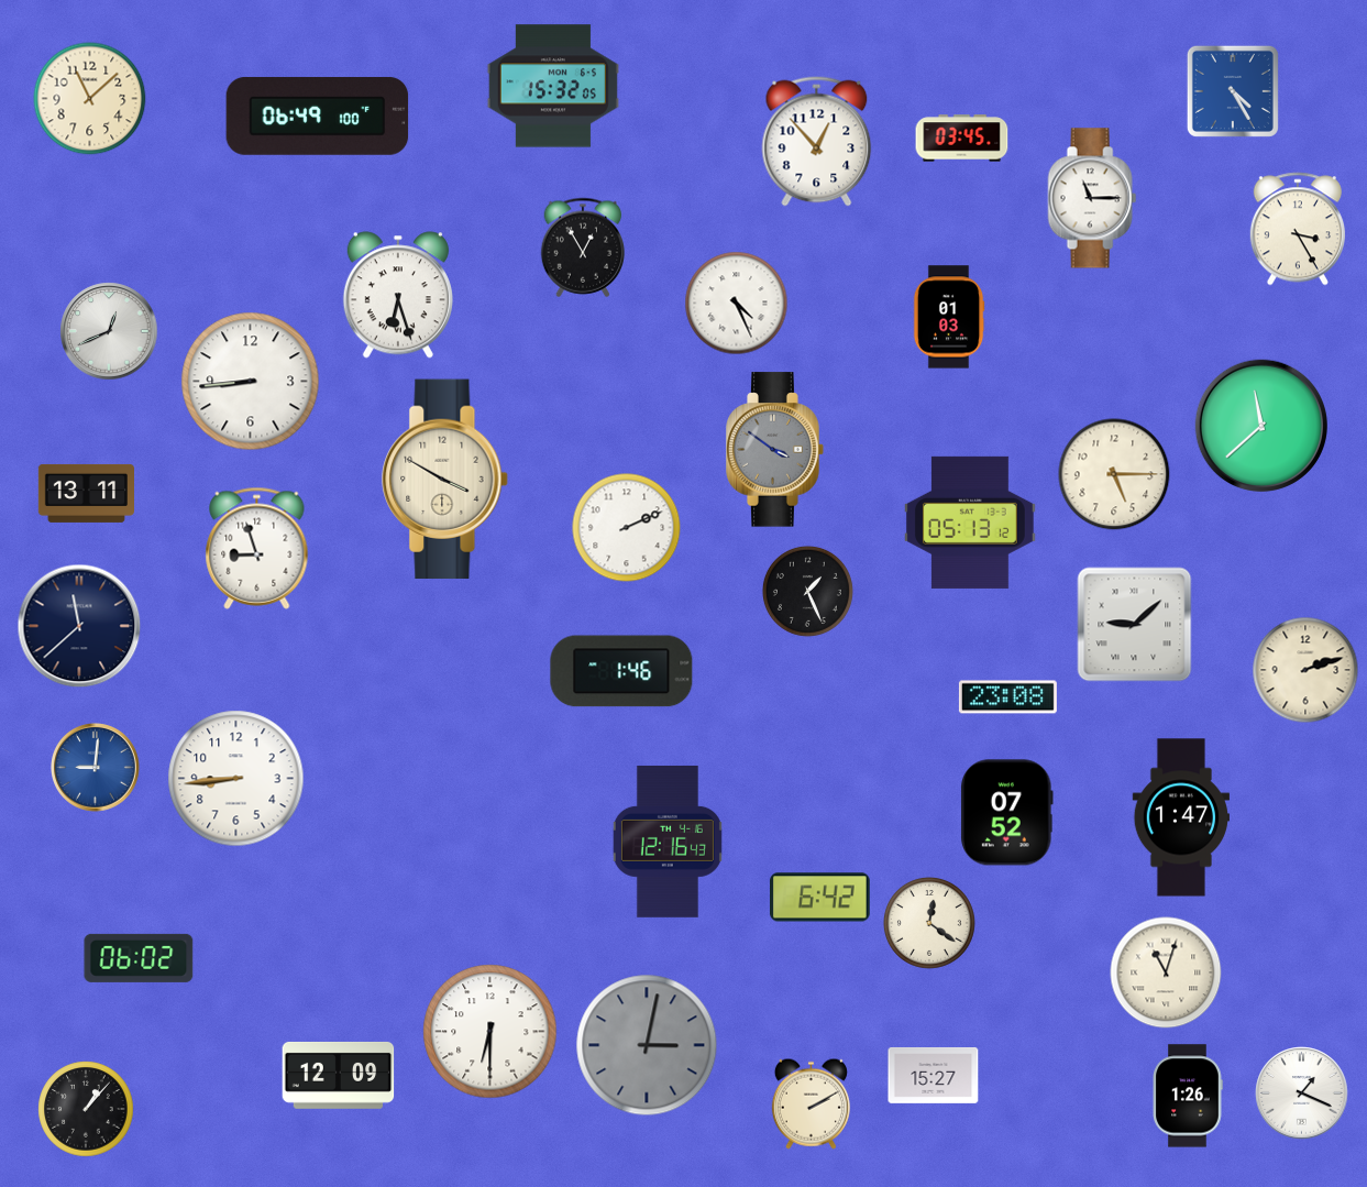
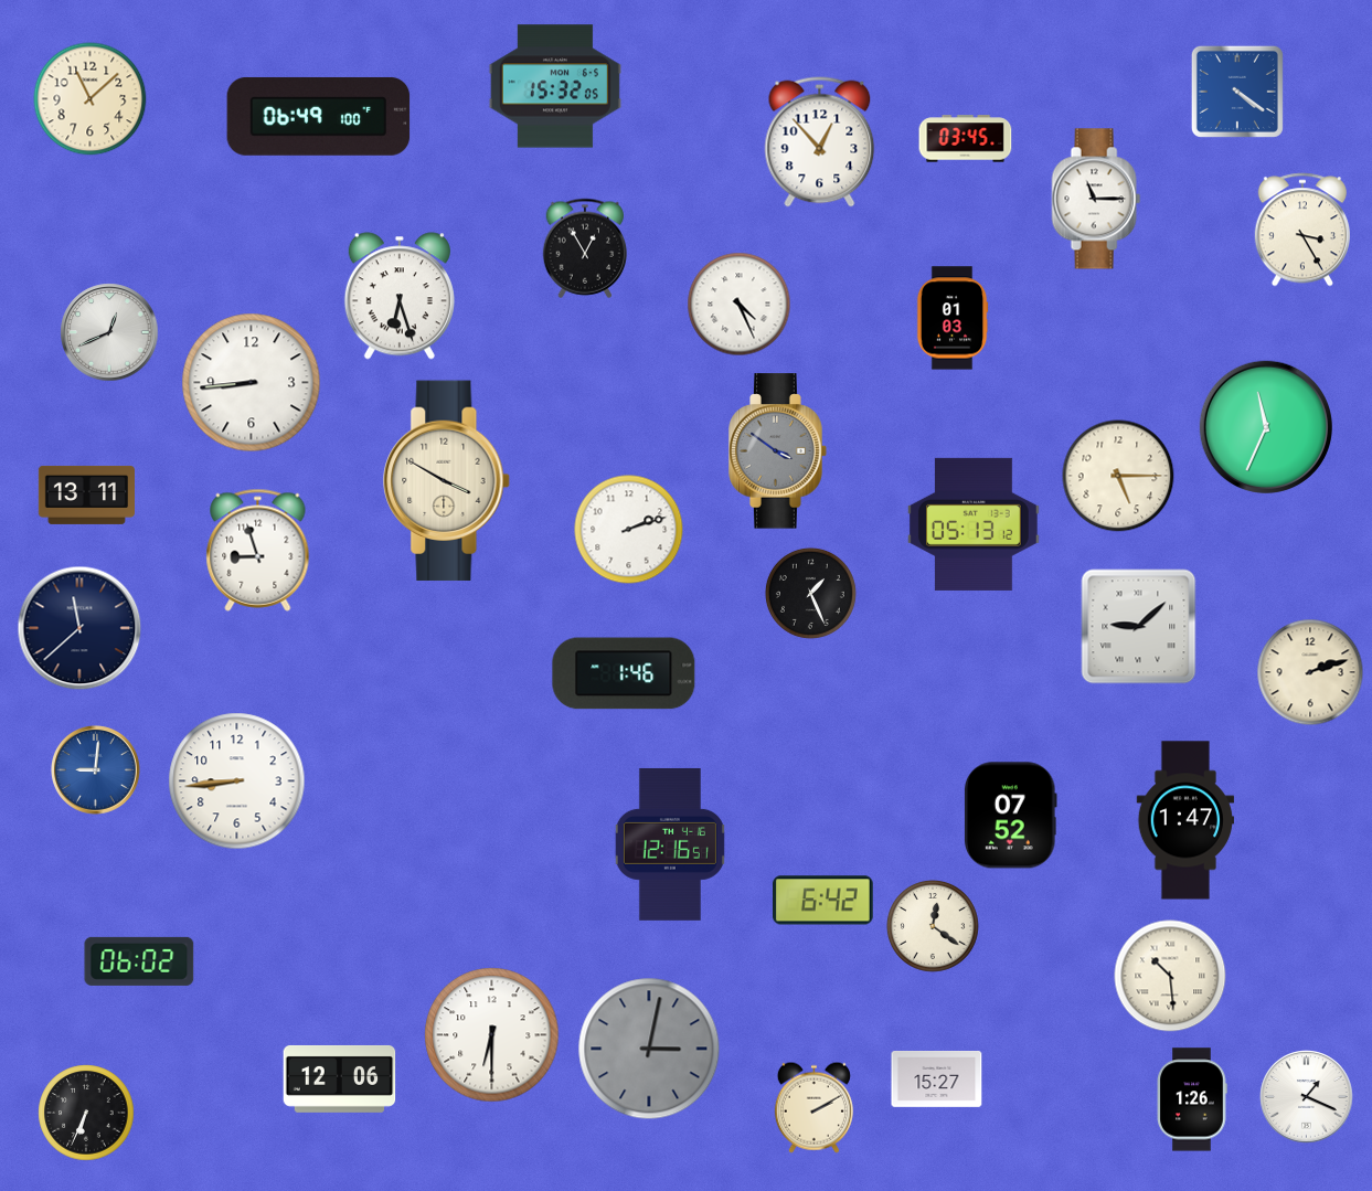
clock at (1233, 91): 4:25 -> 4:21
clock at (1260, 425): 11:38 -> 11:34
clock at (627, 528): 2:11 -> 2:12
clock at (1007, 697): 23:08 -> none
clock at (668, 842): 12:16:43 -> 12:16:51
clock at (1166, 972): 11:03 -> 10:29
clock at (339, 1075): 12:09 -> 12:06
clock at (86, 1109): 1:07 -> 6:34
